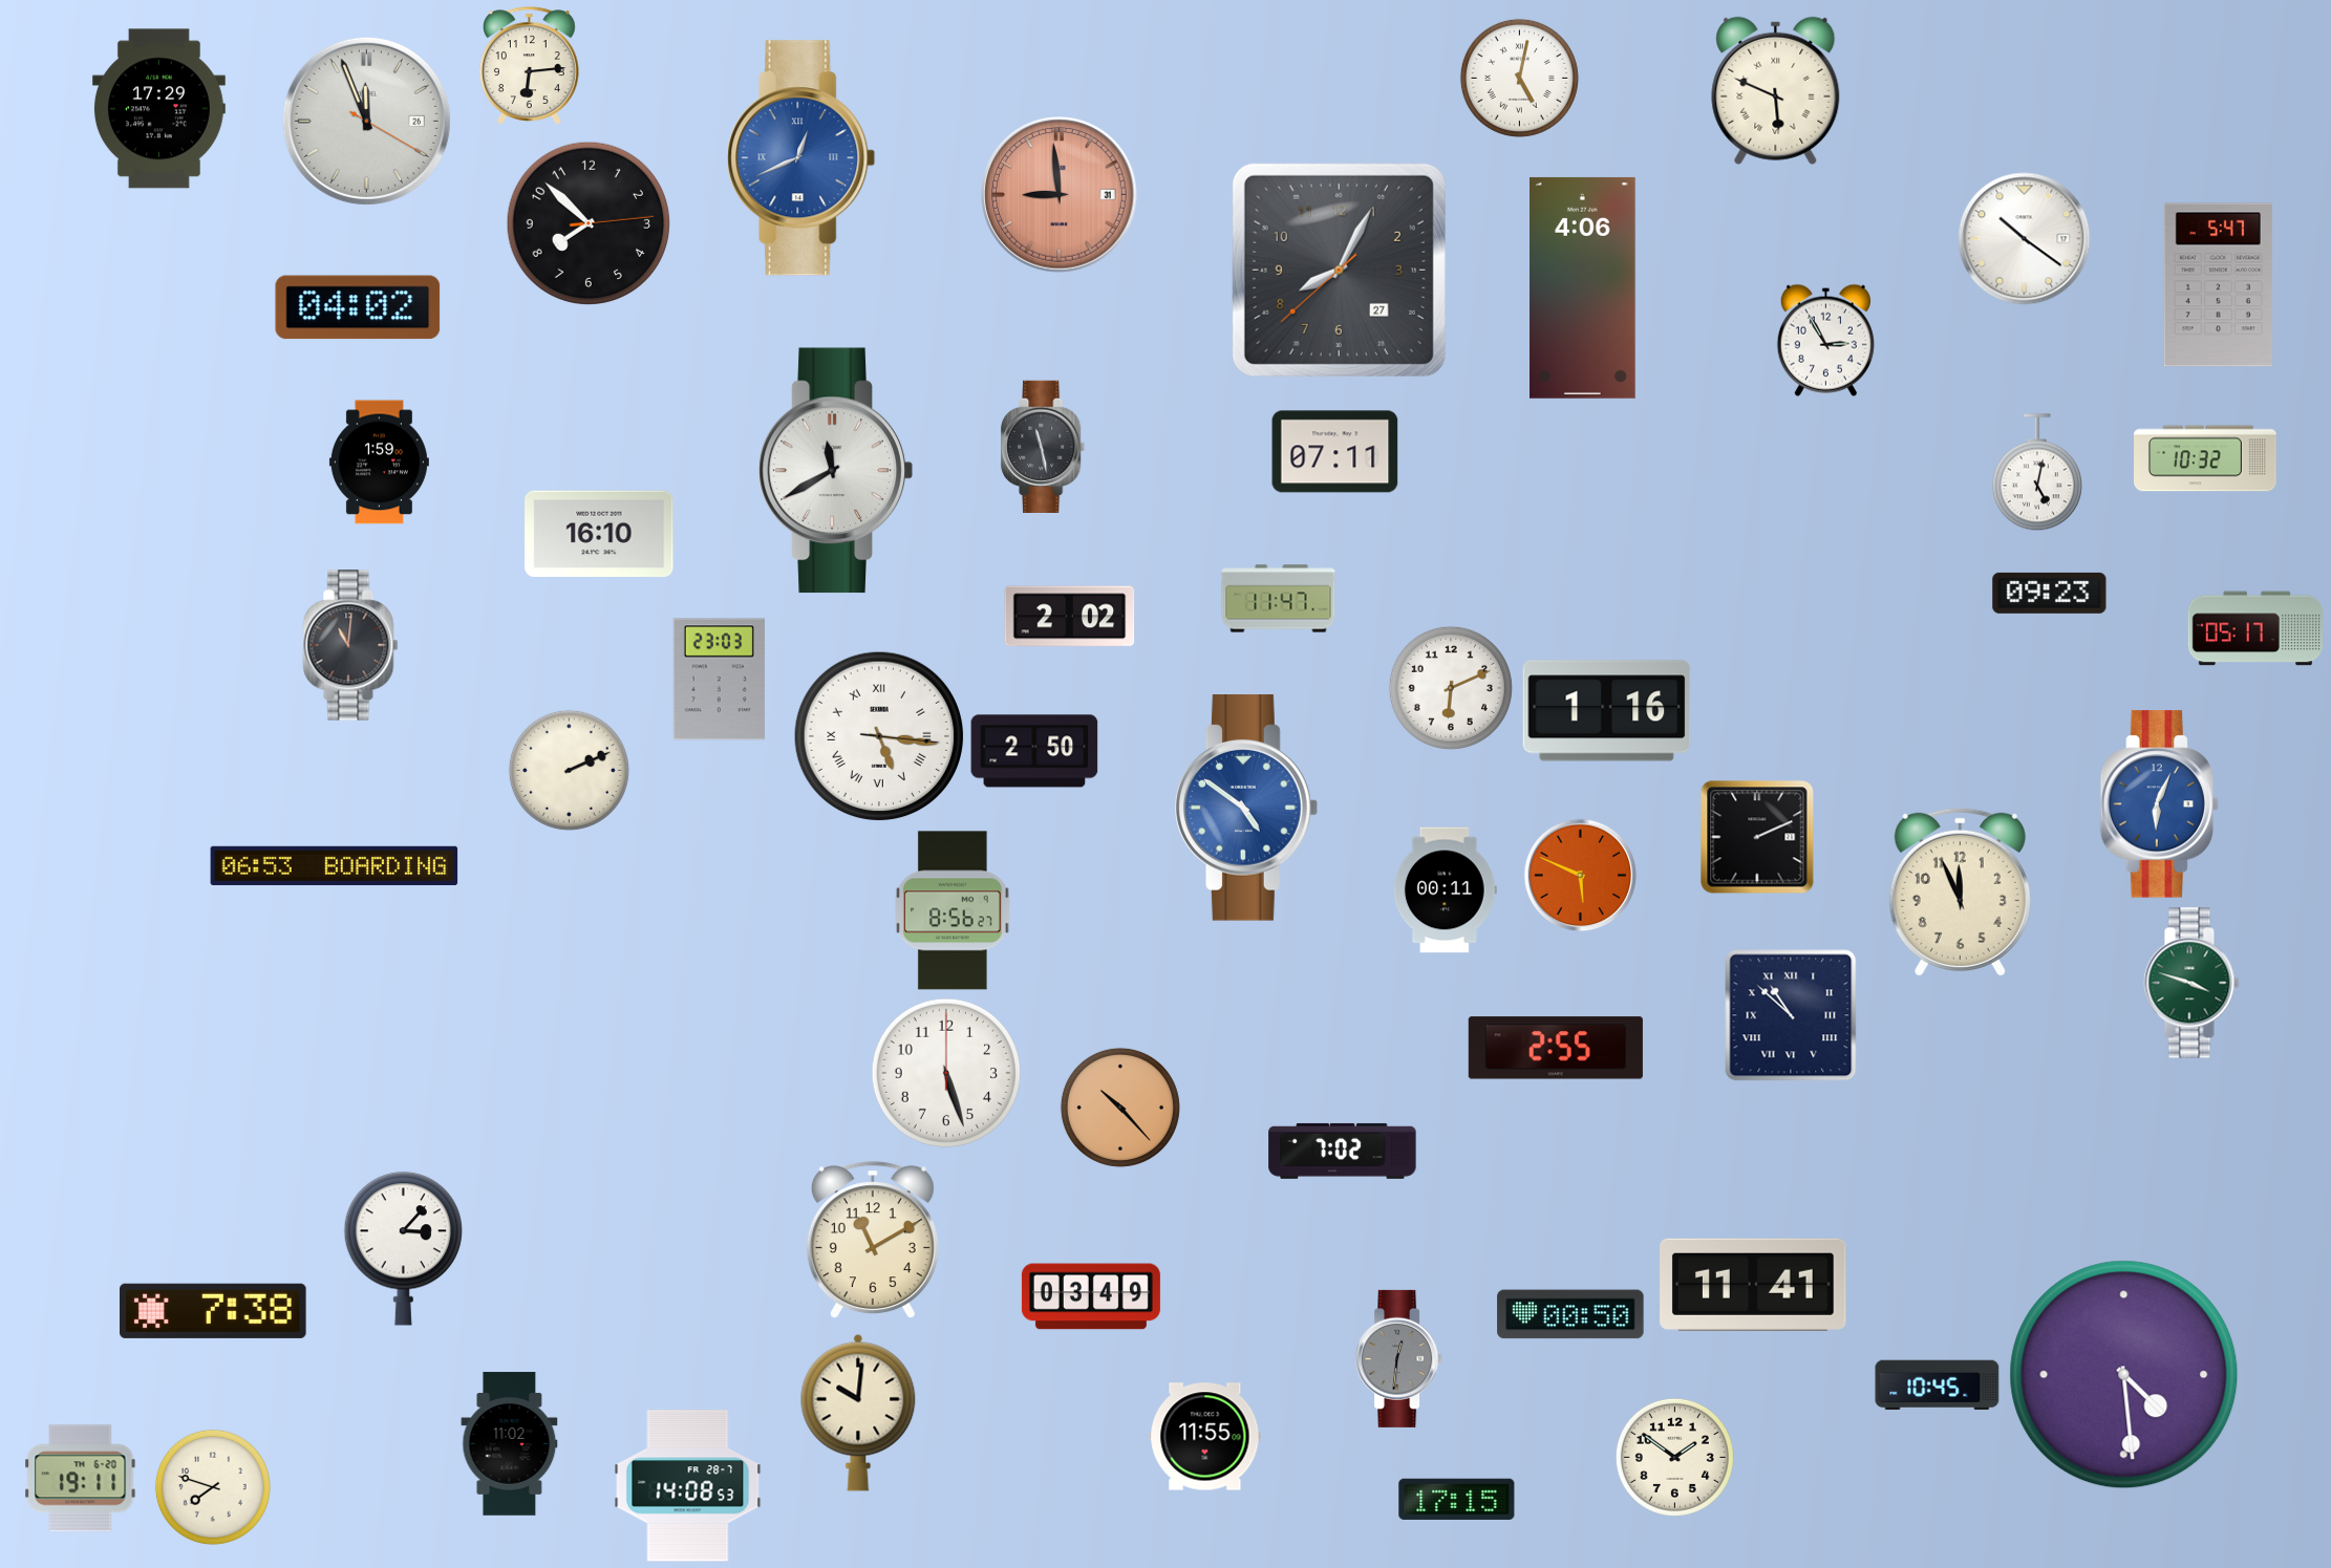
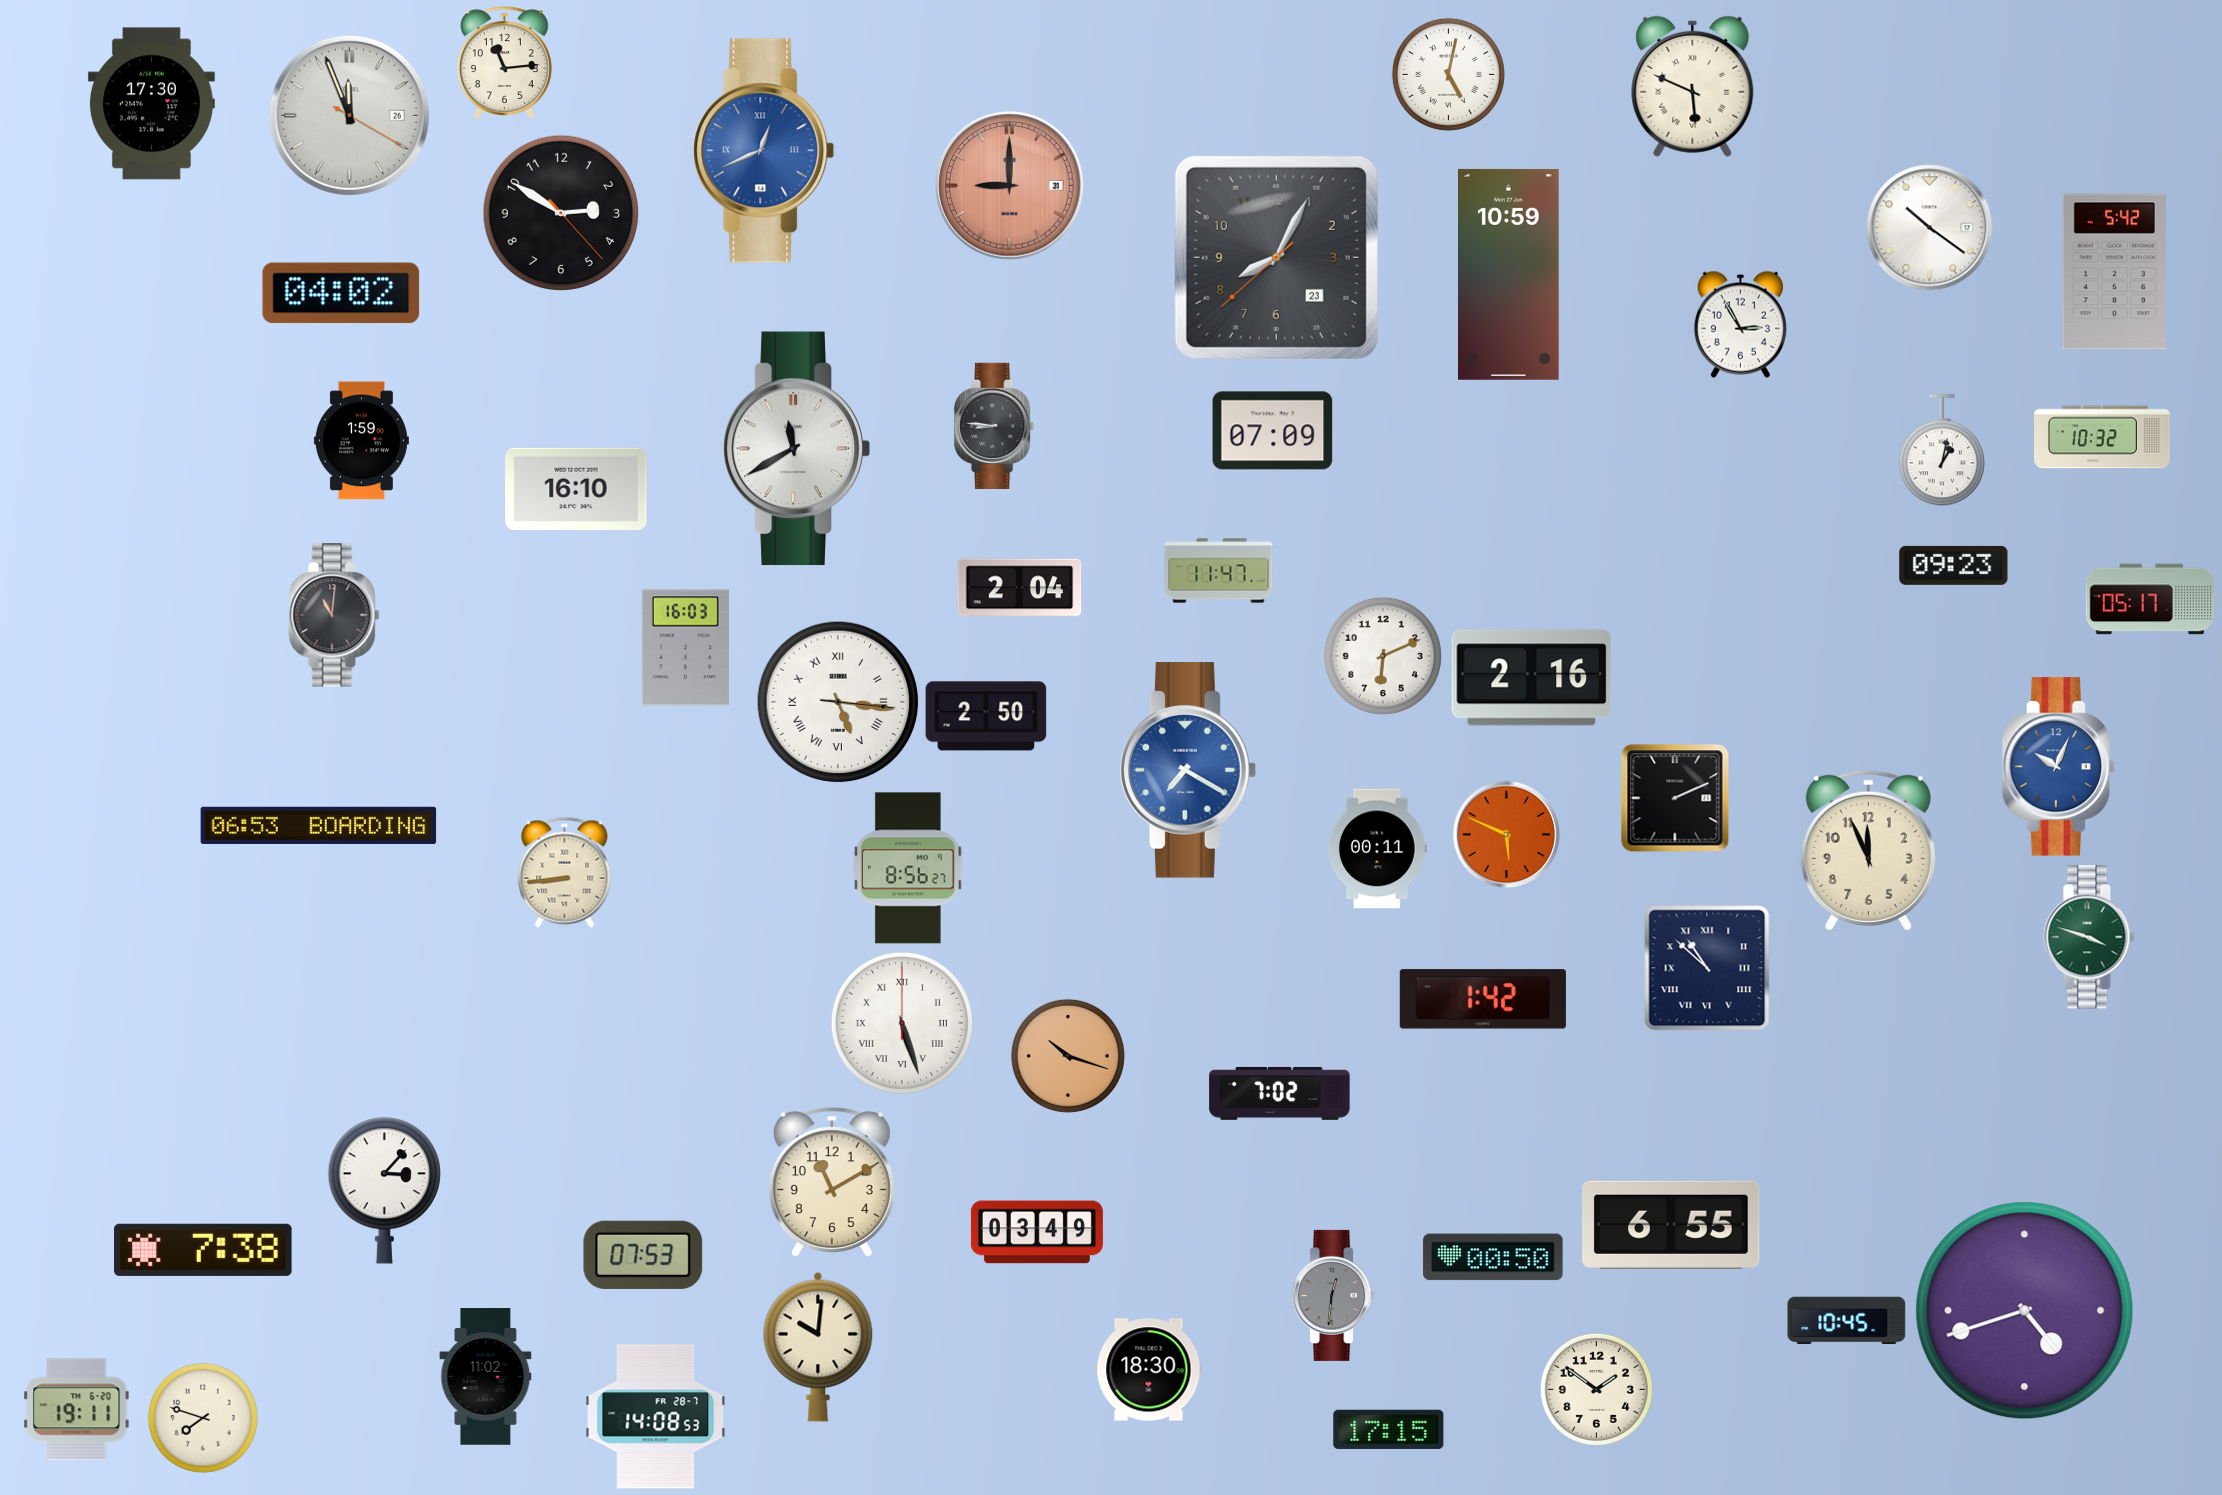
clock at (529, 66): 6:14 -> 11:14
clock at (158, 109): 17:29 -> 17:30
clock at (1060, 195): 8:59 -> 9:00
clock at (589, 223): 7:52 -> 2:50
clock at (1339, 270) date: 27 -> 23
clock at (2218, 285): 5:47 -> 5:42
clock at (1583, 287): 4:06 -> 10:59
clock at (1044, 447): 11:28 -> 8:46
clock at (1335, 452): 07:11 -> 07:09
clock at (2037, 473): 5:02 -> 1:02
clock at (599, 534) position: (599, 534) -> (576, 489)
clock at (1070, 617): 2:02 -> 2:04
clock at (719, 680): 23:03 -> 16:03
clock at (1607, 711): 1:16 -> 2:16
clock at (569, 770): 2:11 -> none
clock at (2160, 804): 6:04 -> 10:04
clock at (1247, 808): 4:51 -> 7:20
clock at (565, 872): none -> 8:44
clock at (1556, 1048): 2:55 -> 1:42
clock at (946, 1073) numerals: Arabic -> Roman
clock at (1120, 1108): 10:23 -> 10:18
clock at (1343, 1151) position: (1343, 1151) -> (1280, 1093)
clock at (1753, 1285): 11:41 -> 6:55
clock at (1091, 1296) position: (1091, 1296) -> (1037, 1232)
clock at (1570, 1314) position: (1570, 1314) -> (1493, 1257)
clock at (643, 1255): none -> 07:53
clock at (2124, 1375): 4:29 -> 4:42
clock at (1205, 1437): 11:55 -> 18:30
